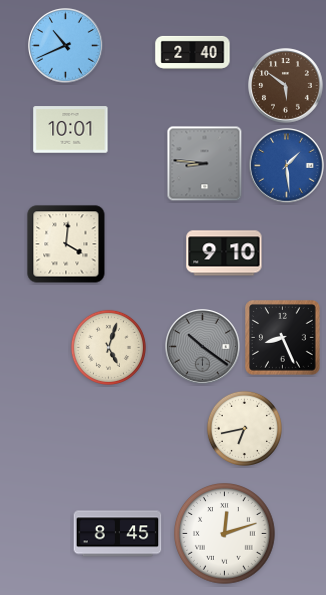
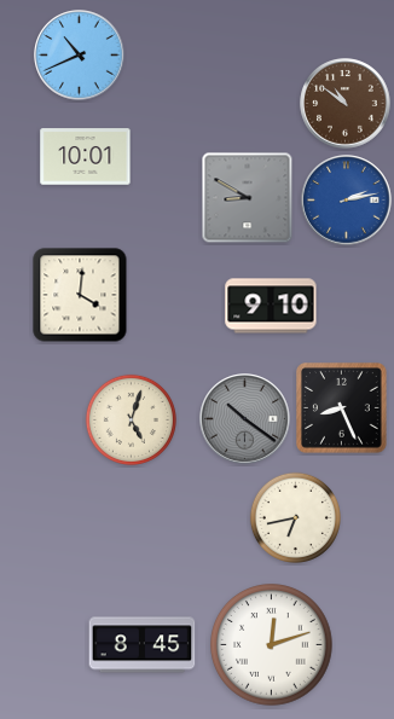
clock at (193, 52): 2:40 -> none
clock at (286, 86): 5:51 -> 10:51
clock at (205, 164): 8:46 -> 8:50
clock at (287, 166): 1:29 -> 2:13
